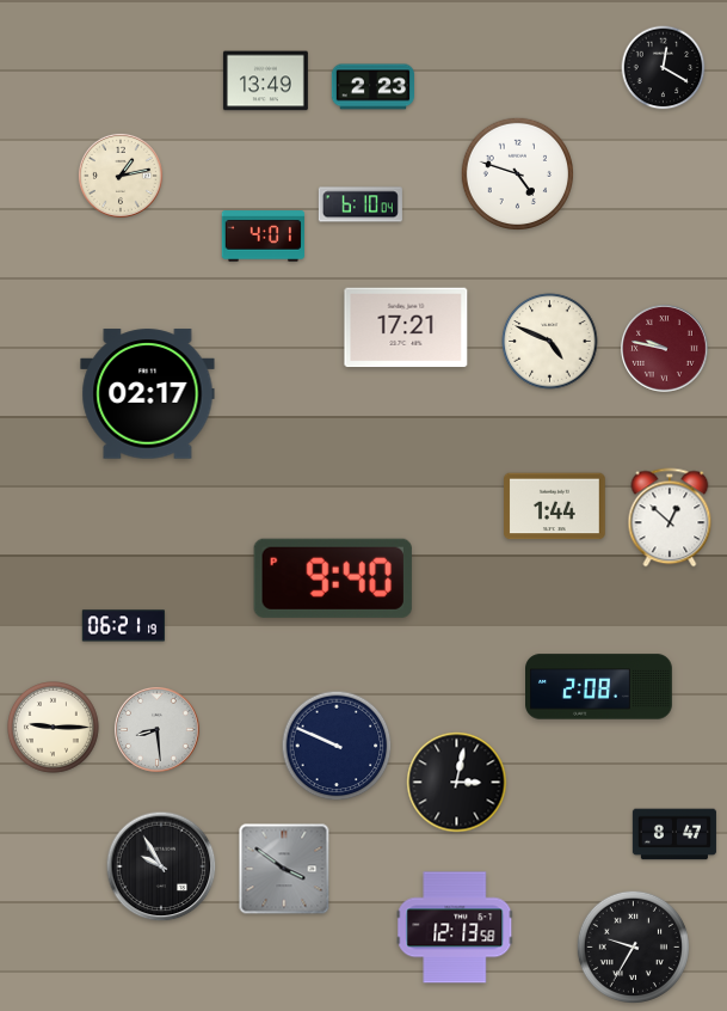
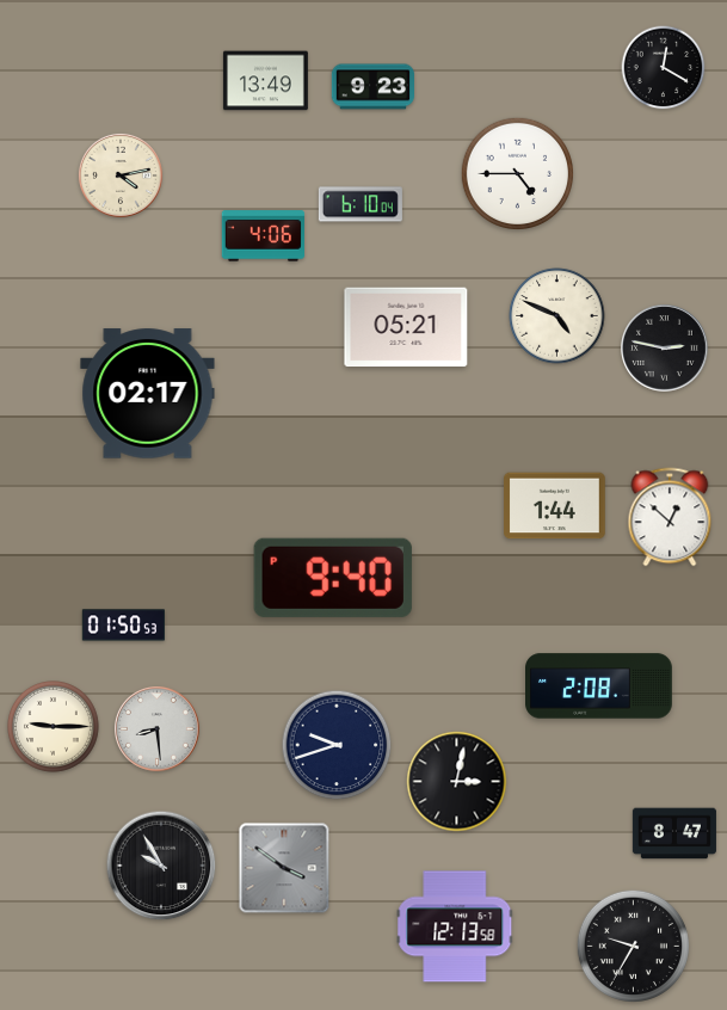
clock at (374, 87): 2:23 -> 9:23
clock at (517, 173): 4:48 -> 4:45
clock at (121, 176): 1:13 -> 4:13
clock at (263, 237): 4:01 -> 4:06
clock at (406, 327): 17:21 -> 05:21
clock at (550, 342) position: (550, 342) -> (557, 316)
clock at (665, 349): 9:47 -> 2:47
clock at (665, 349) dial: burgundy -> black
clock at (123, 626): 06:21 -> 01:50
clock at (337, 746): 9:49 -> 9:42
